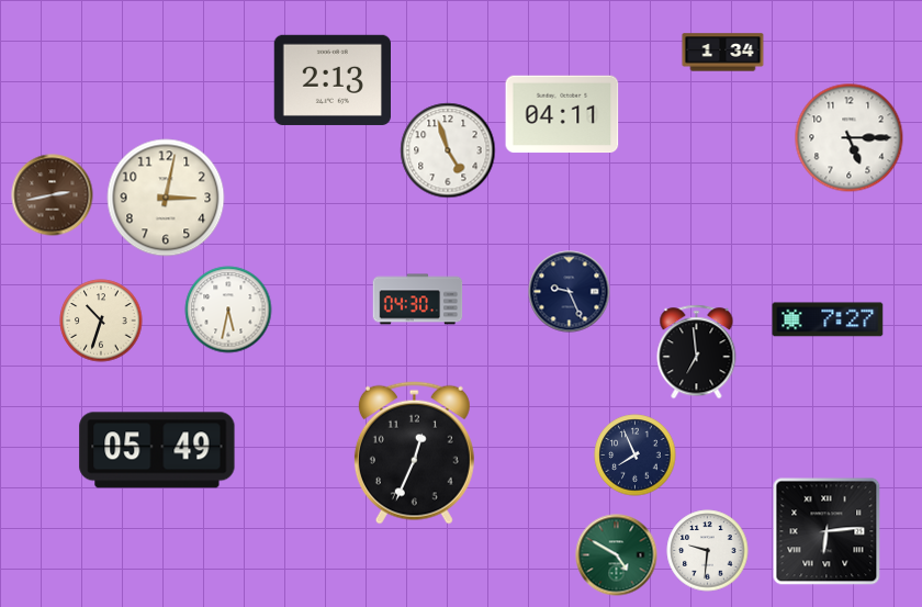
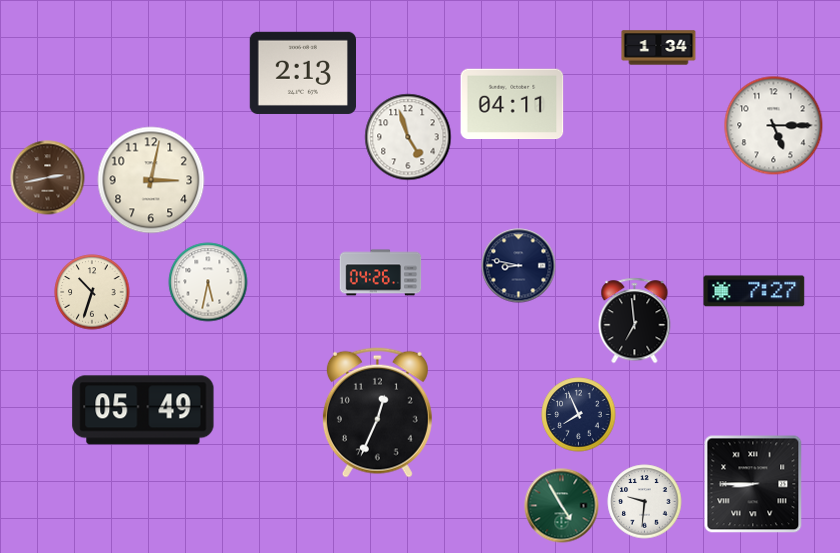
clock at (570, 292): 9:26 -> 8:47
clock at (418, 300): 04:30 -> 04:26
clock at (827, 531): 6:14 -> 8:45
clock at (617, 555): 4:50 -> 4:55
